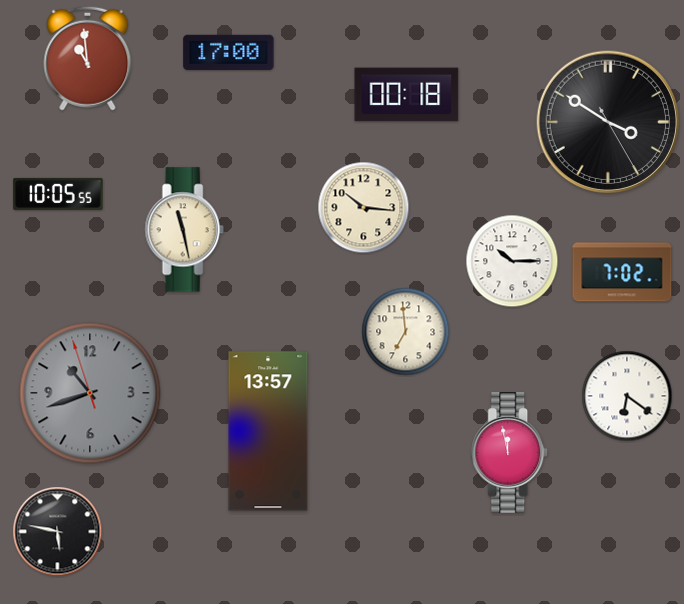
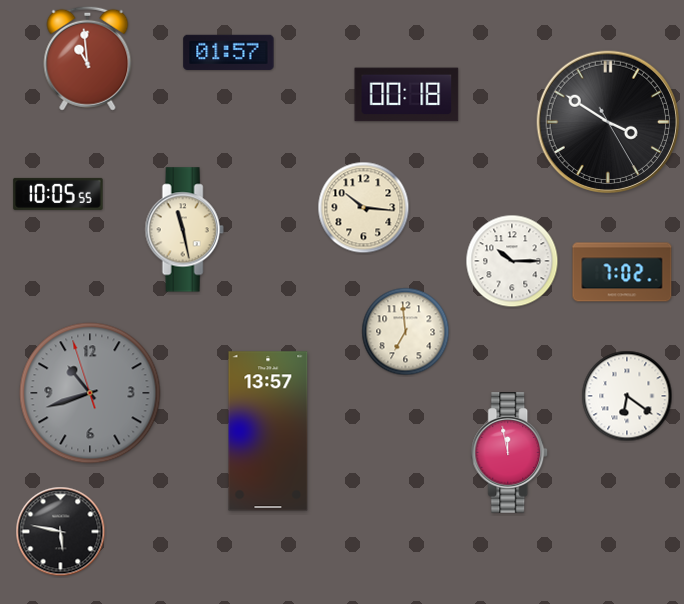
clock at (229, 52): 17:00 -> 01:57
clock at (58, 532) position: (58, 532) -> (61, 532)
